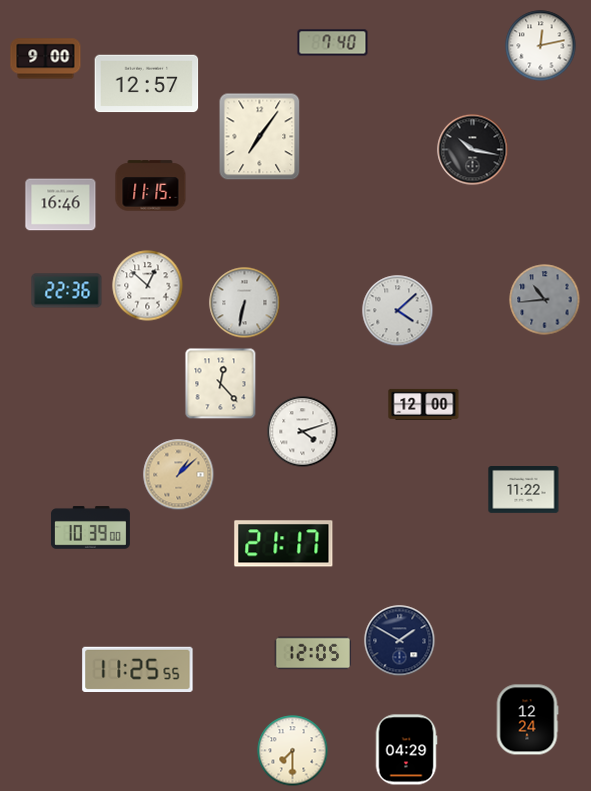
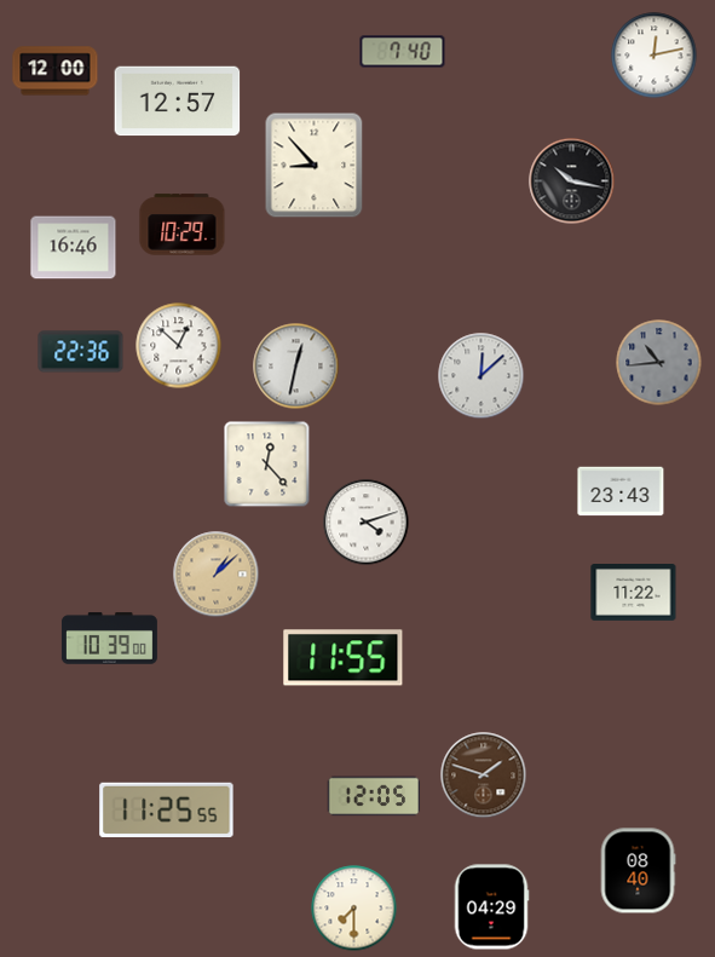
clock at (46, 59): 9:00 -> 12:00
clock at (260, 137): 7:06 -> 8:53
clock at (151, 186): 11:15 -> 10:29
clock at (245, 303): 6:32 -> 12:32
clock at (398, 311): 4:08 -> 12:08
clock at (424, 404): 12:00 -> none
clock at (621, 491): none -> 23:43
clock at (284, 544): 21:17 -> 11:55
clock at (400, 641): 1:50 -> 1:48
clock at (400, 641) dial: navy -> brown
clock at (313, 653) position: (313, 653) -> (374, 796)
clock at (527, 720): 12:24 -> 08:40
